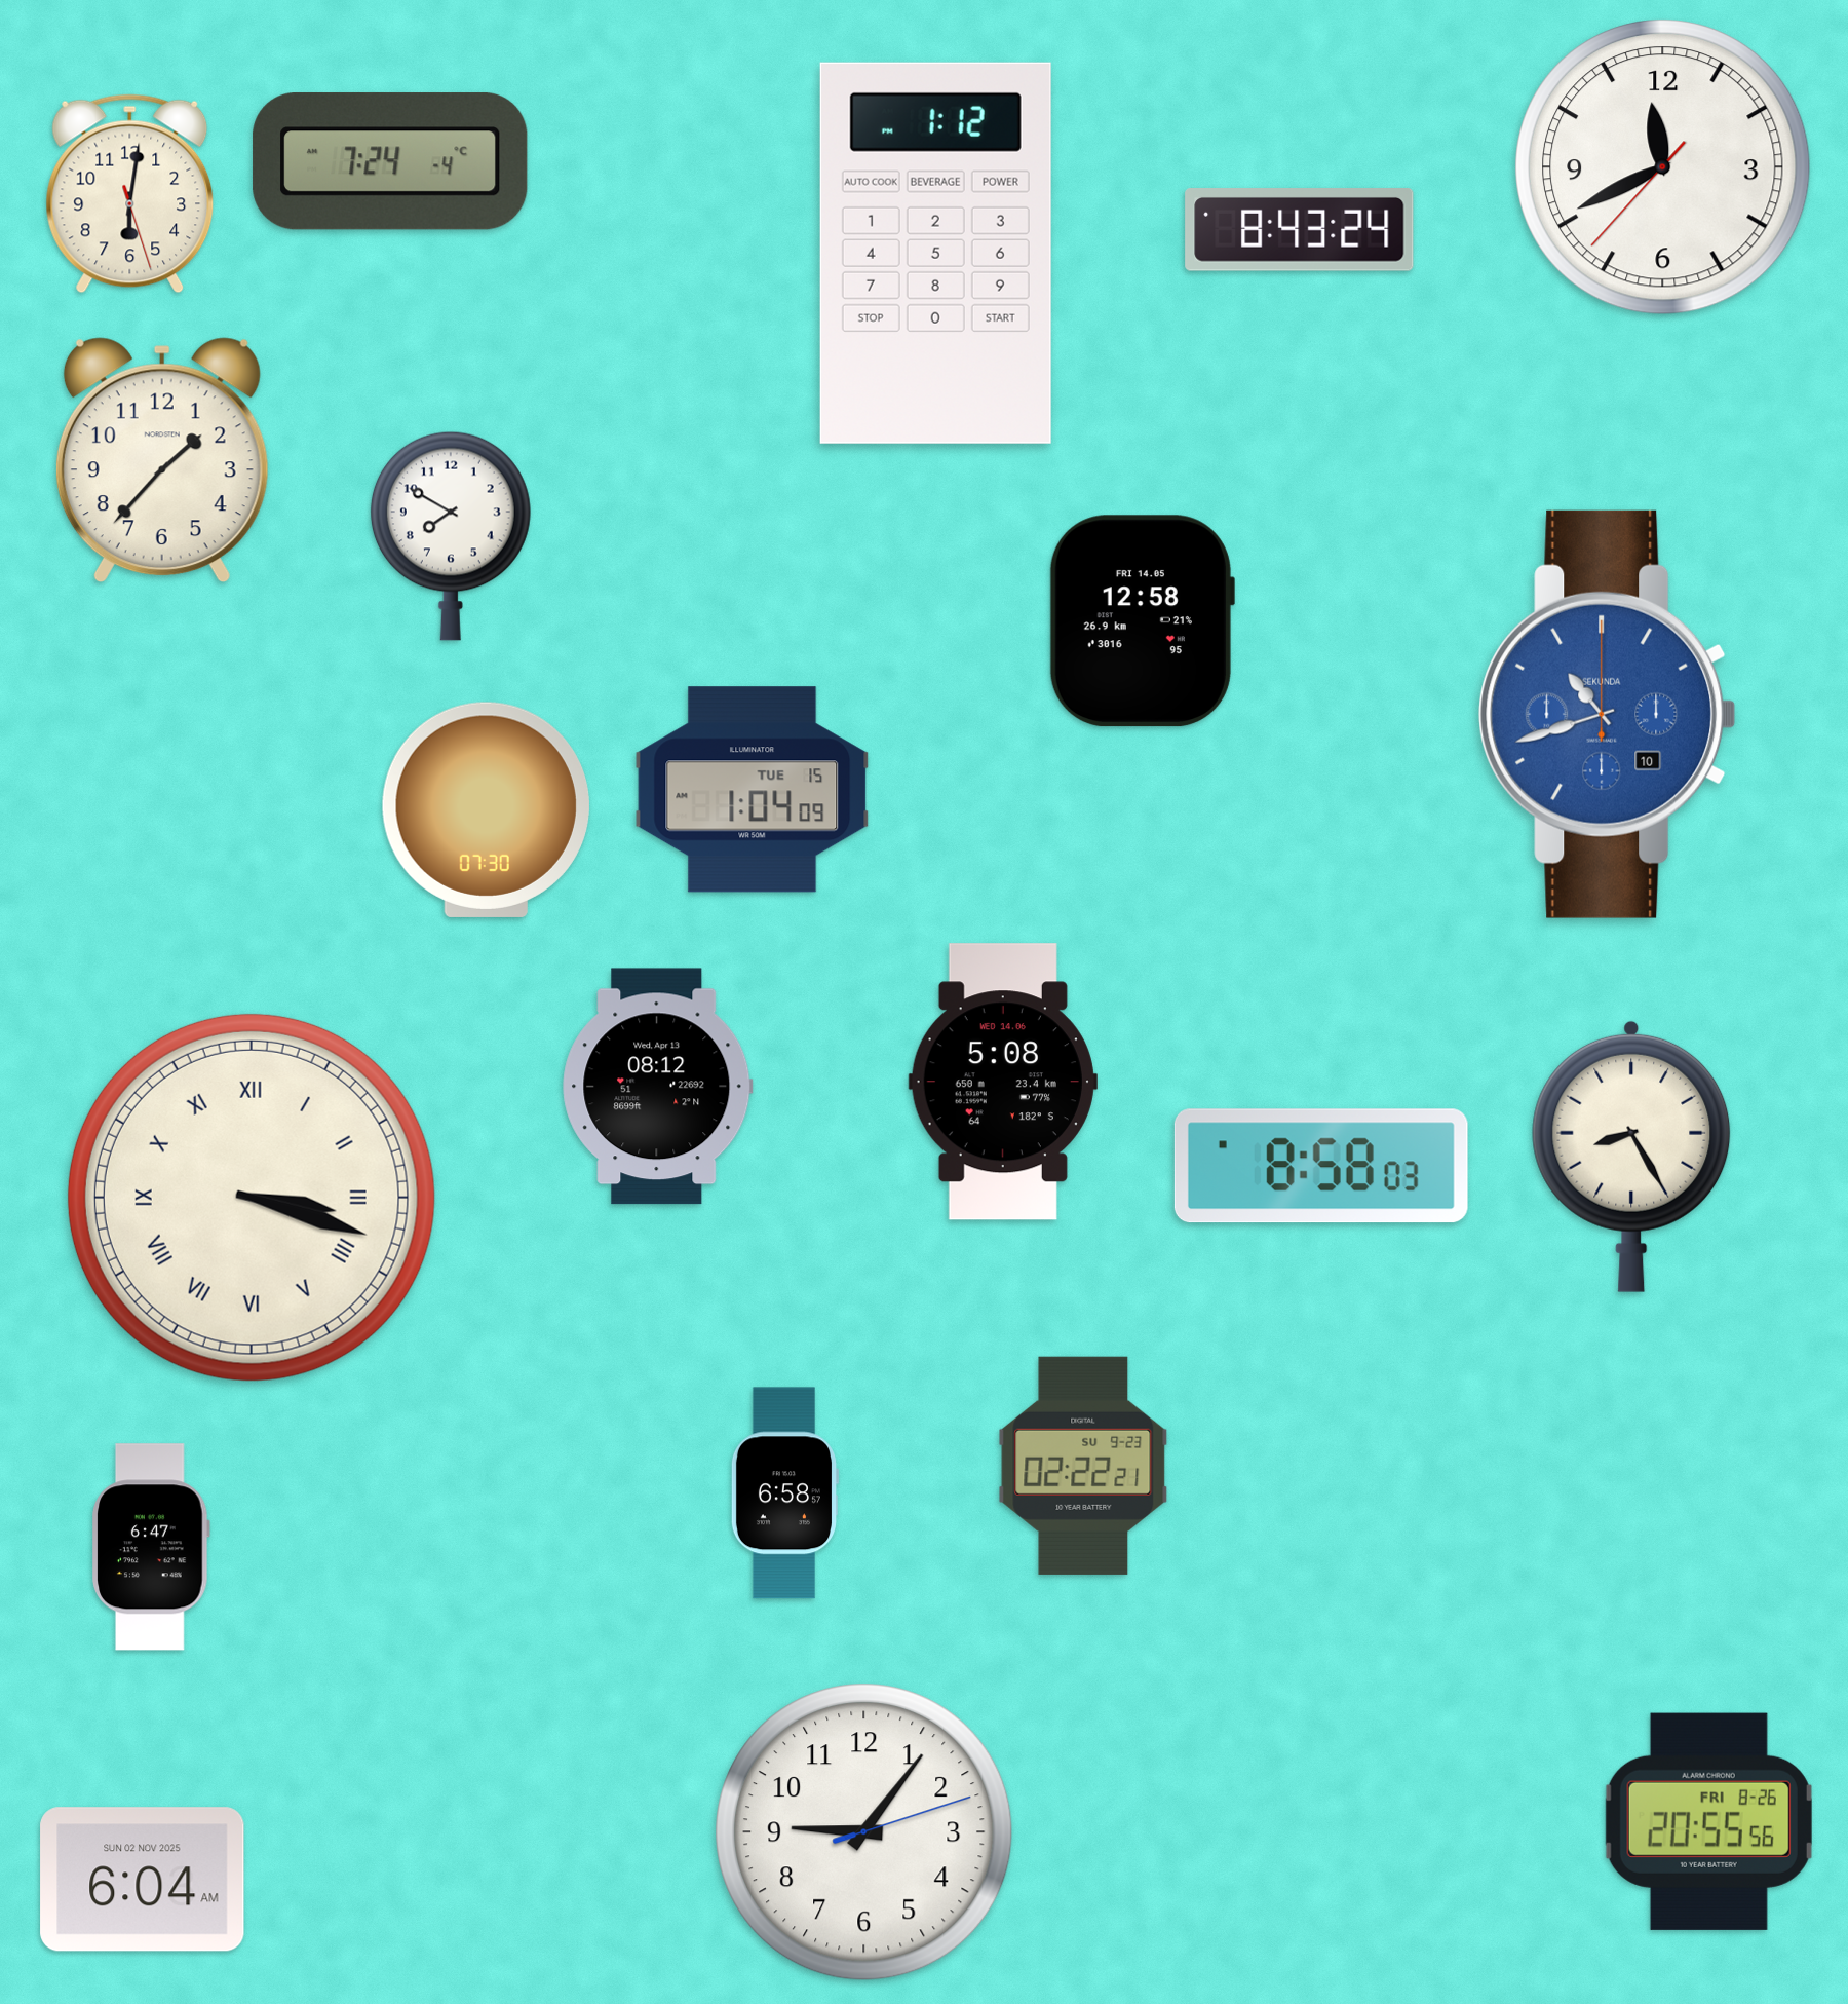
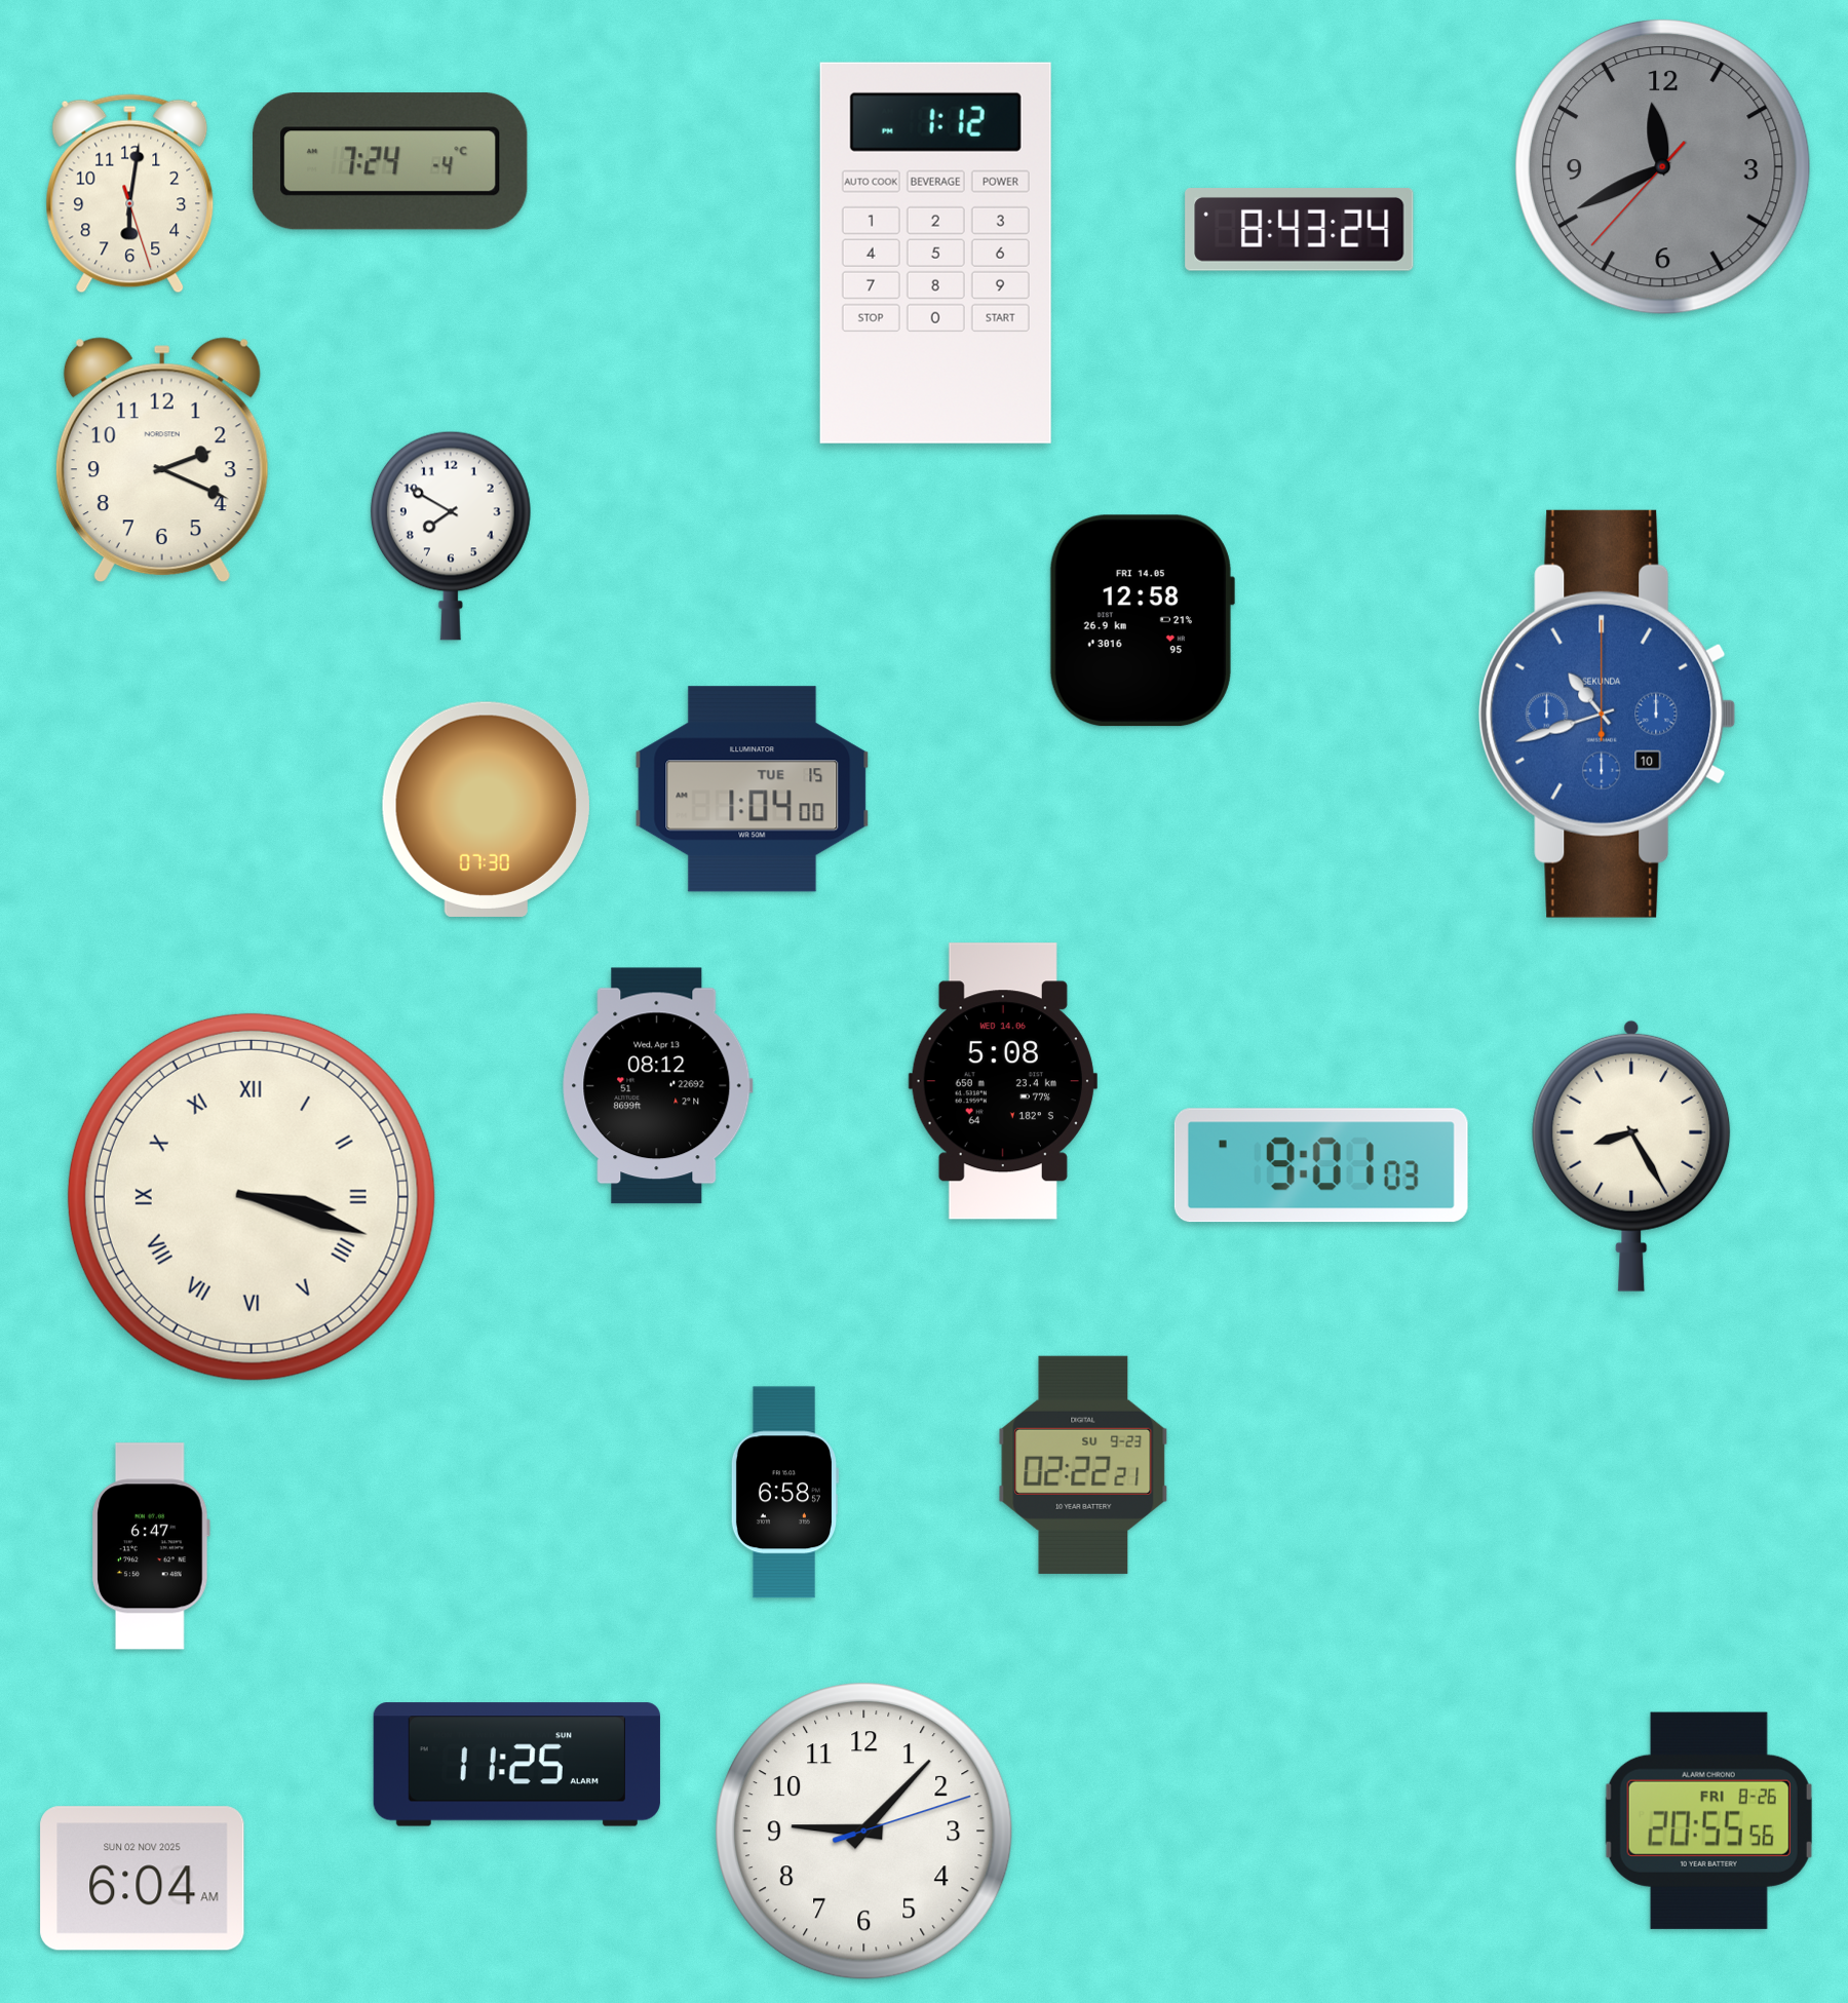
clock at (1663, 167) dial: white -> grey
clock at (162, 460): 1:37 -> 2:19
clock at (753, 790): 1:04:09 -> 1:04:00
clock at (1321, 1166): 8:58 -> 9:01
clock at (516, 1765): none -> 11:25
clock at (864, 1832): 9:06 -> 9:07
